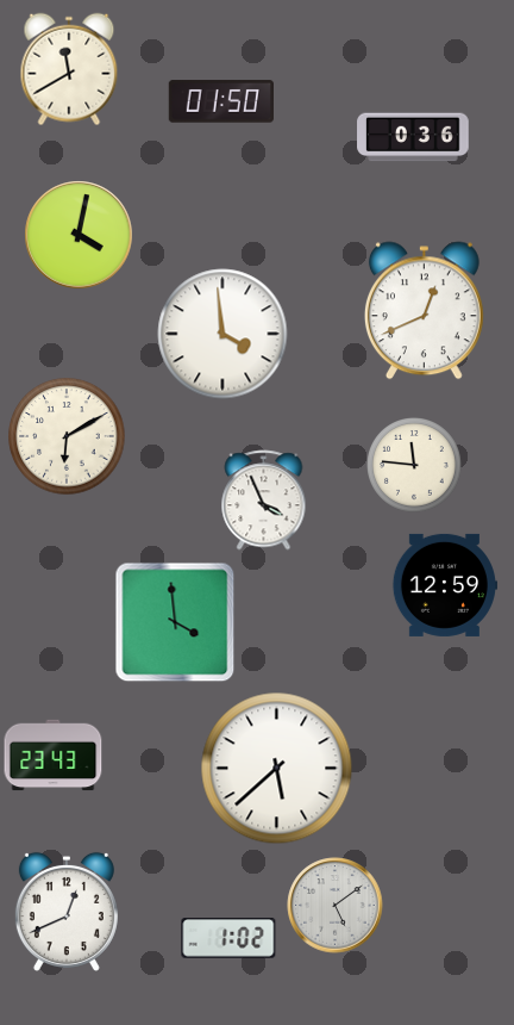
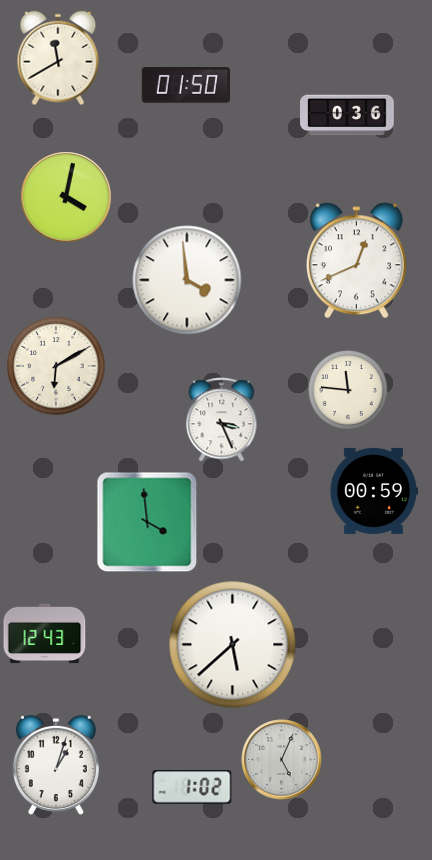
clock at (264, 501): 3:56 -> 3:26
clock at (444, 585): 12:59 -> 00:59
clock at (54, 756): 23:43 -> 12:43
clock at (336, 906): 5:09 -> 5:04
clock at (67, 912): 12:41 -> 1:03
